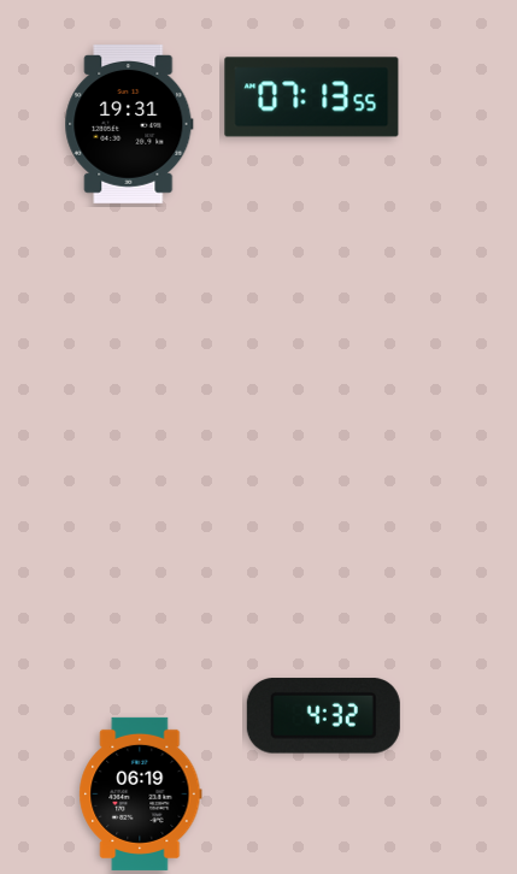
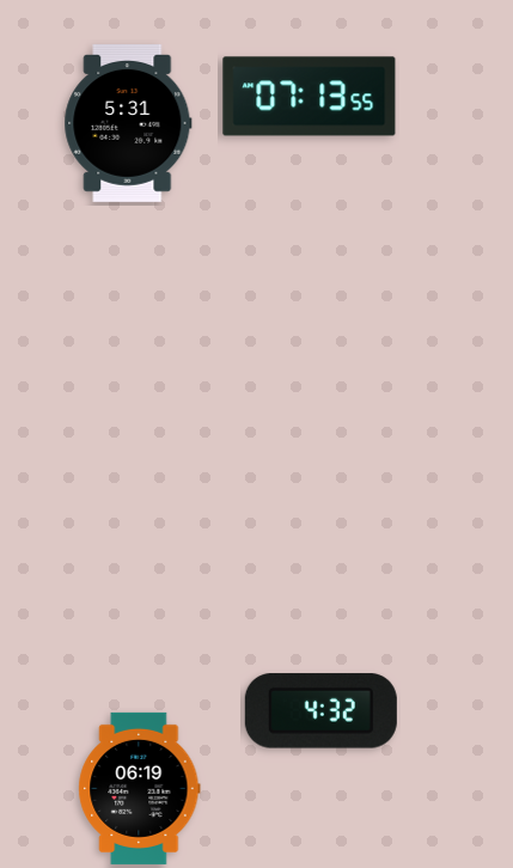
clock at (129, 125): 19:31 -> 5:31
